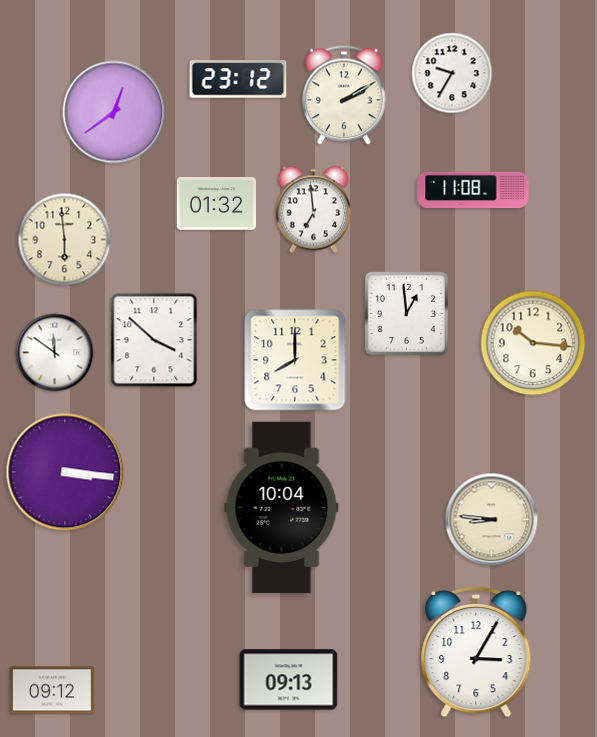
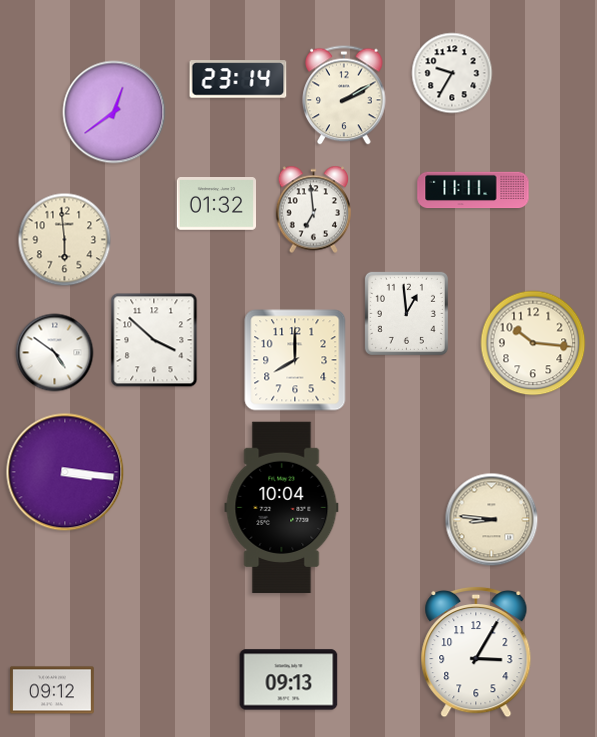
clock at (238, 79): 23:12 -> 23:14
clock at (473, 190): 11:08 -> 11:11
clock at (55, 353): 11:51 -> 4:51
